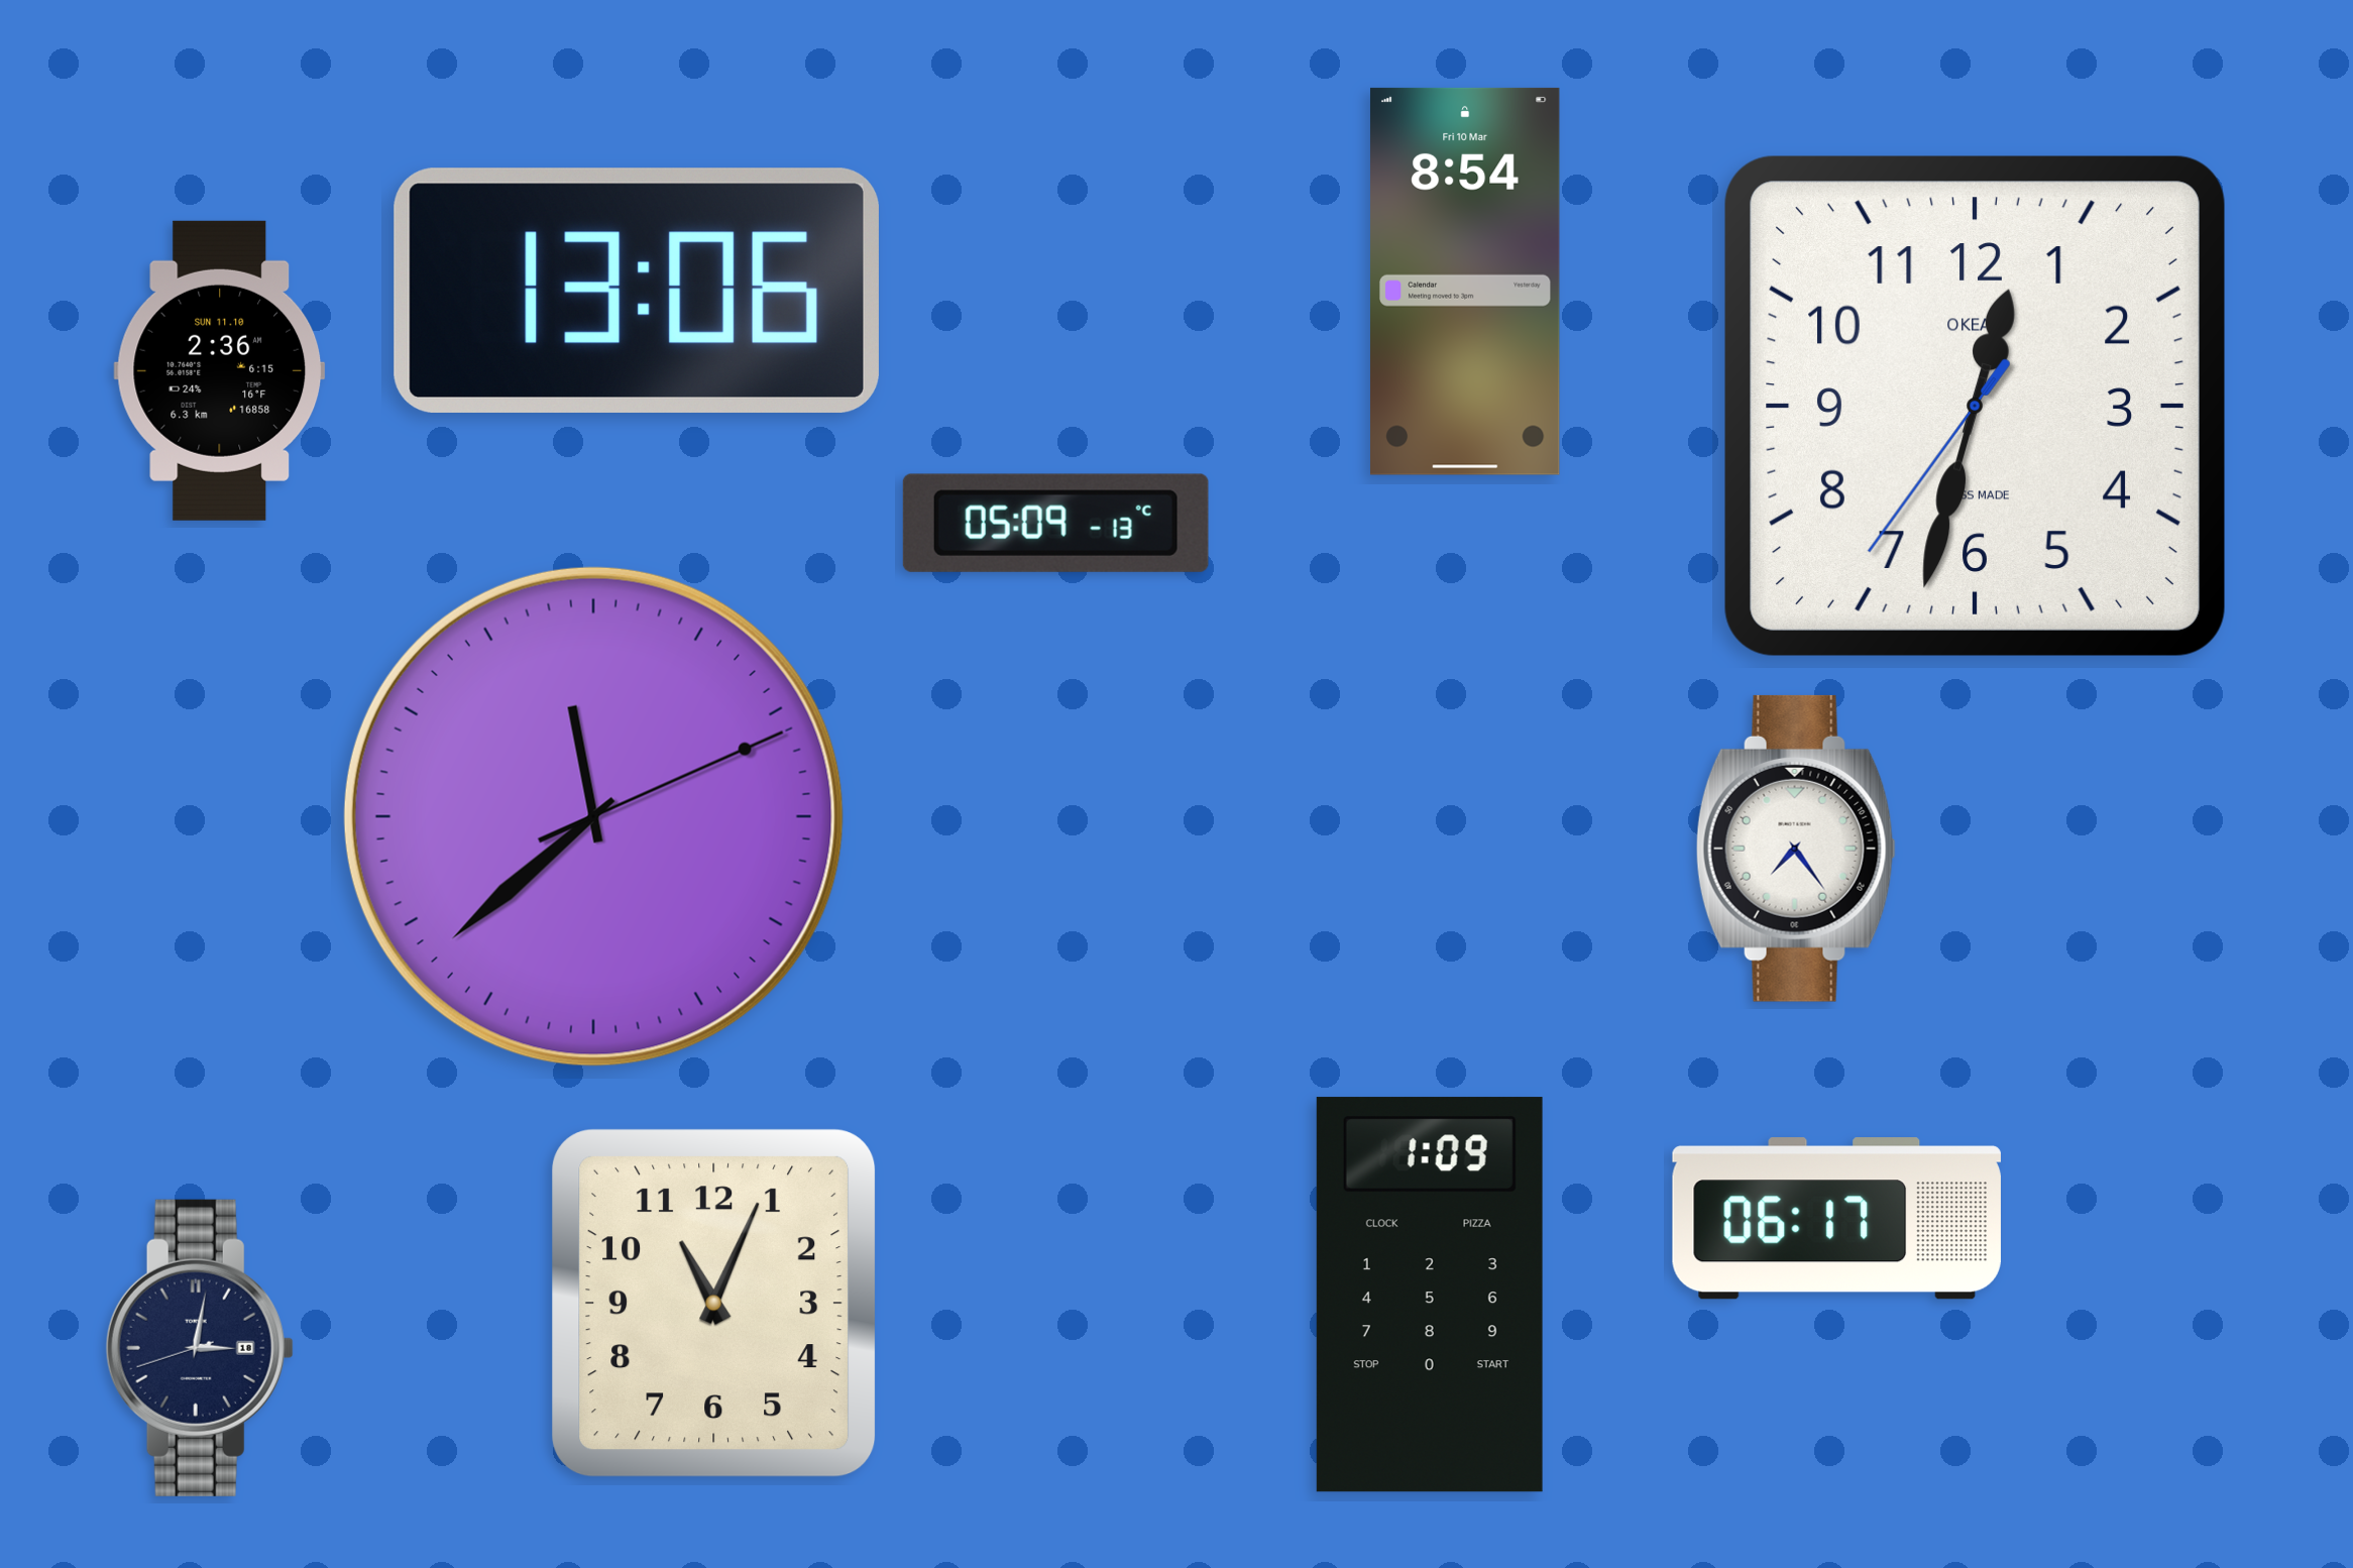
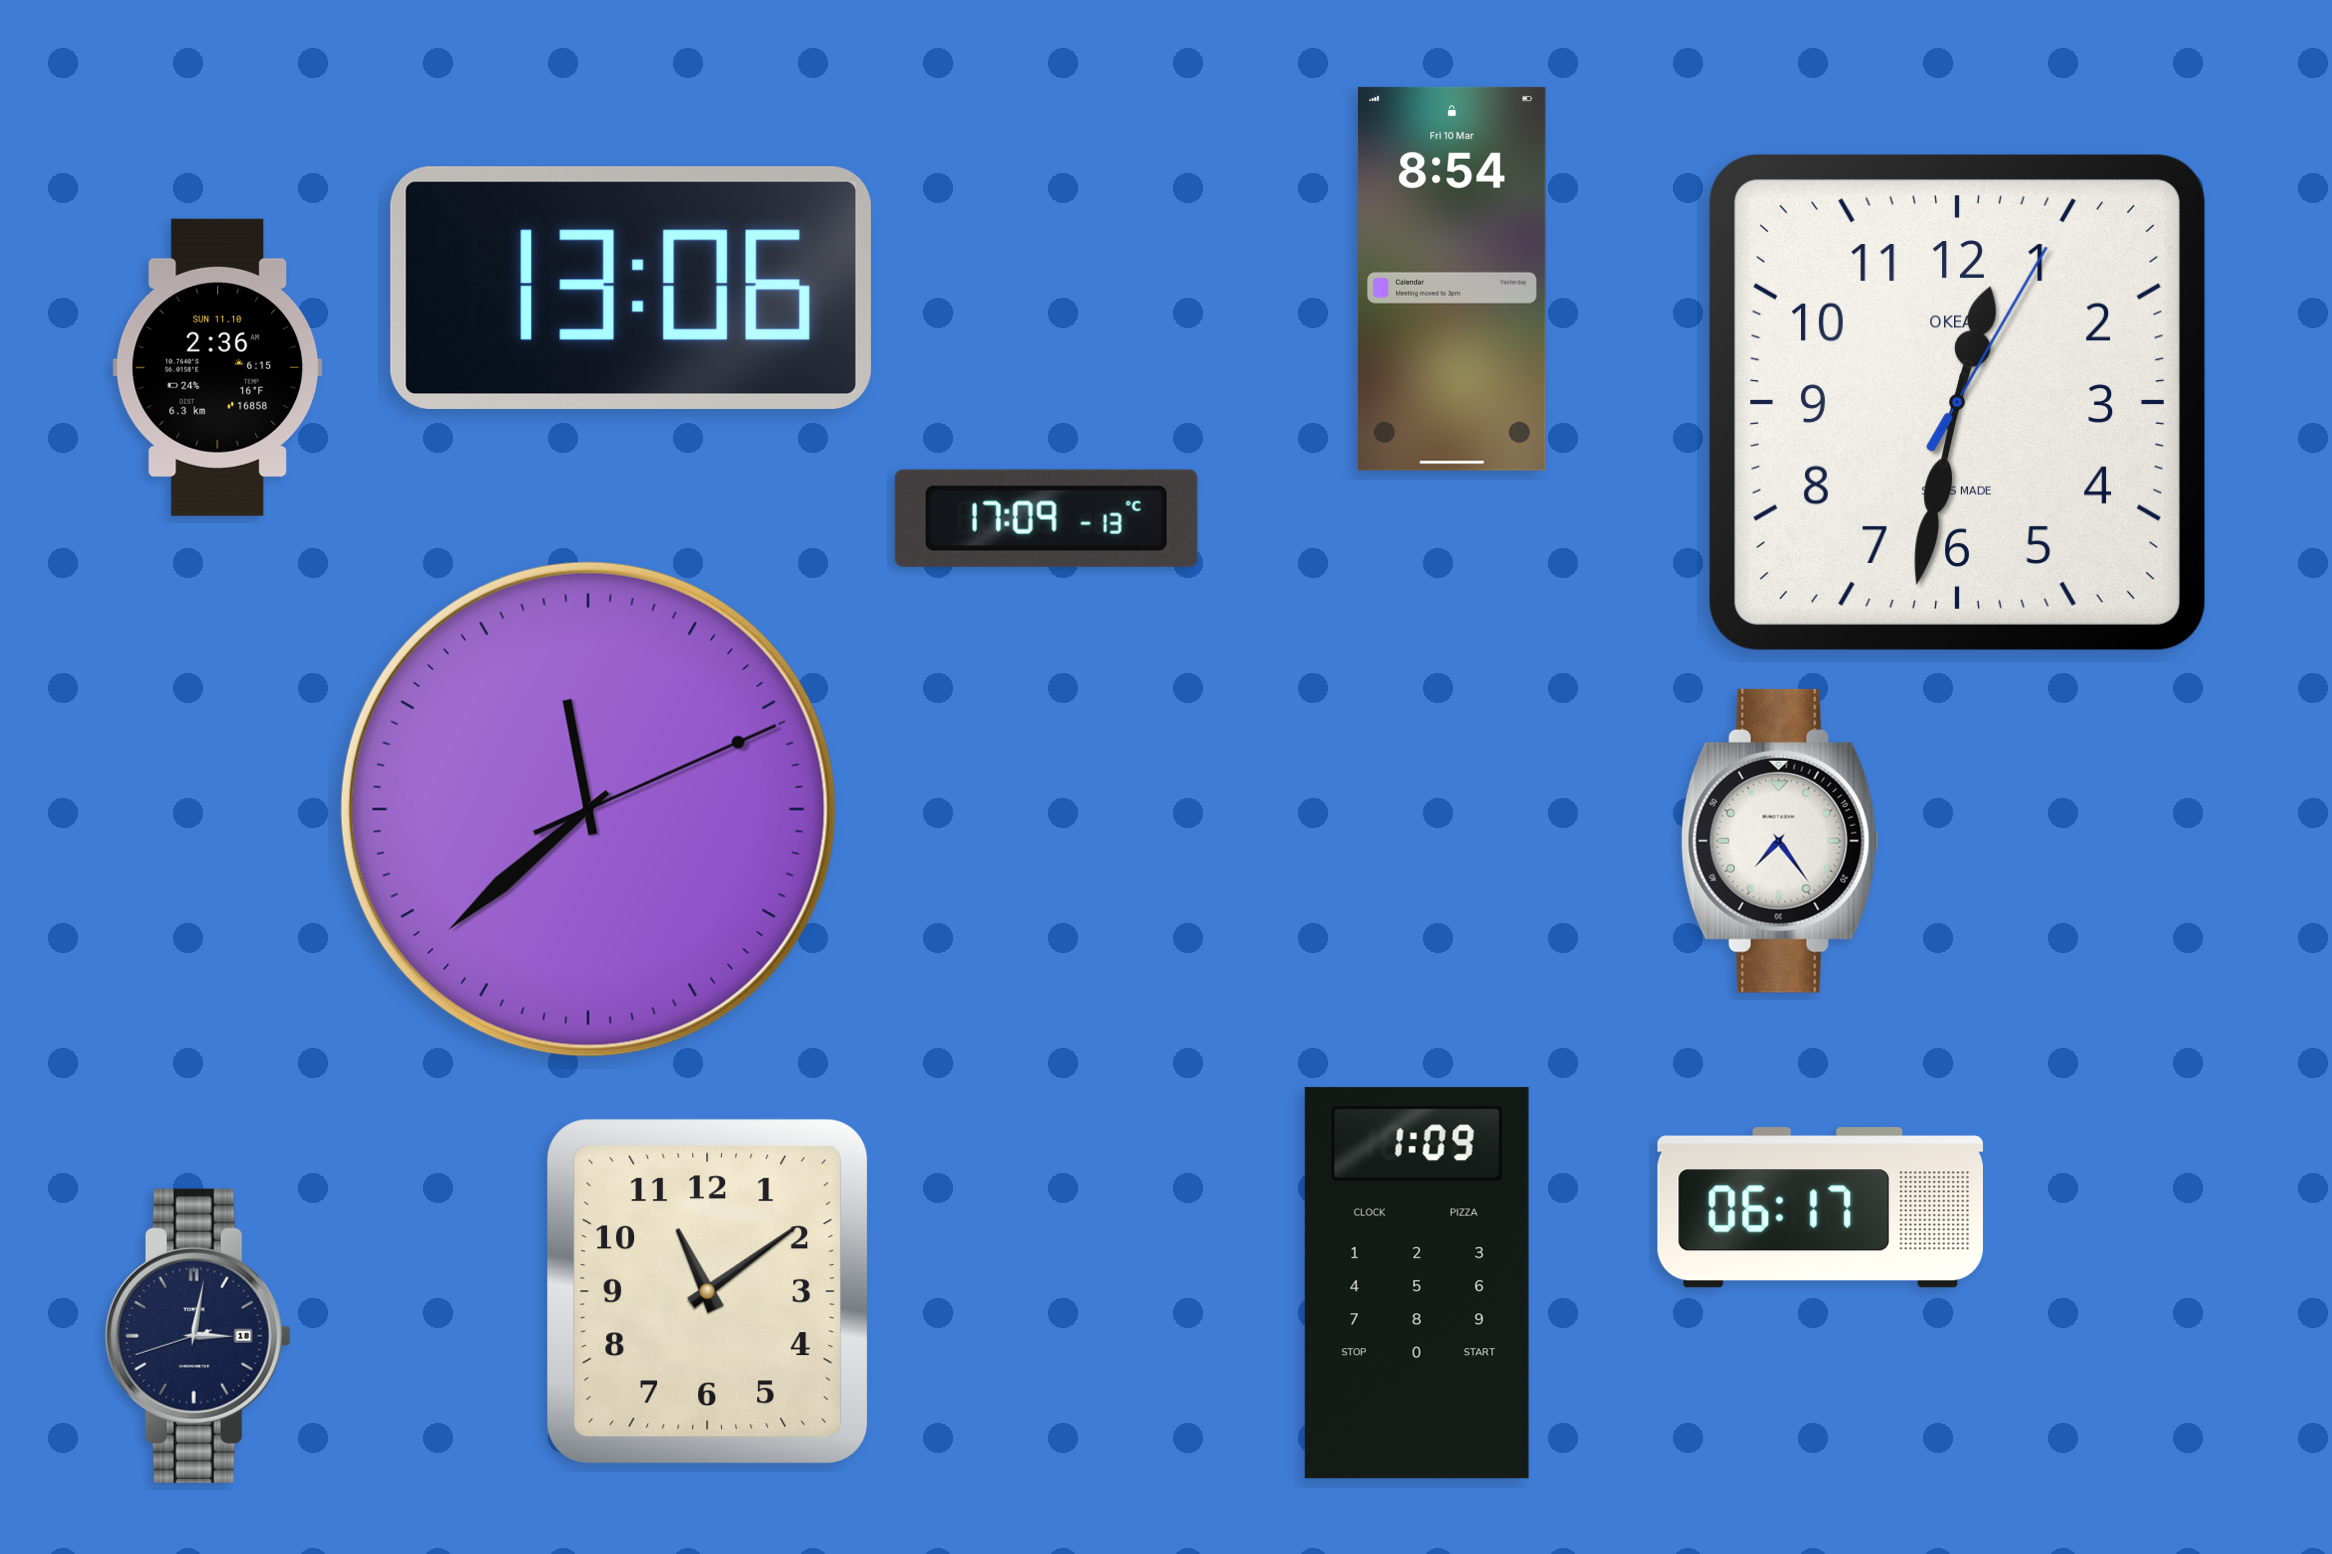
clock at (1975, 406): 12:32:36 -> 12:32:05
clock at (1055, 523): 05:09 -> 17:09
clock at (714, 1304): 11:04 -> 11:09
